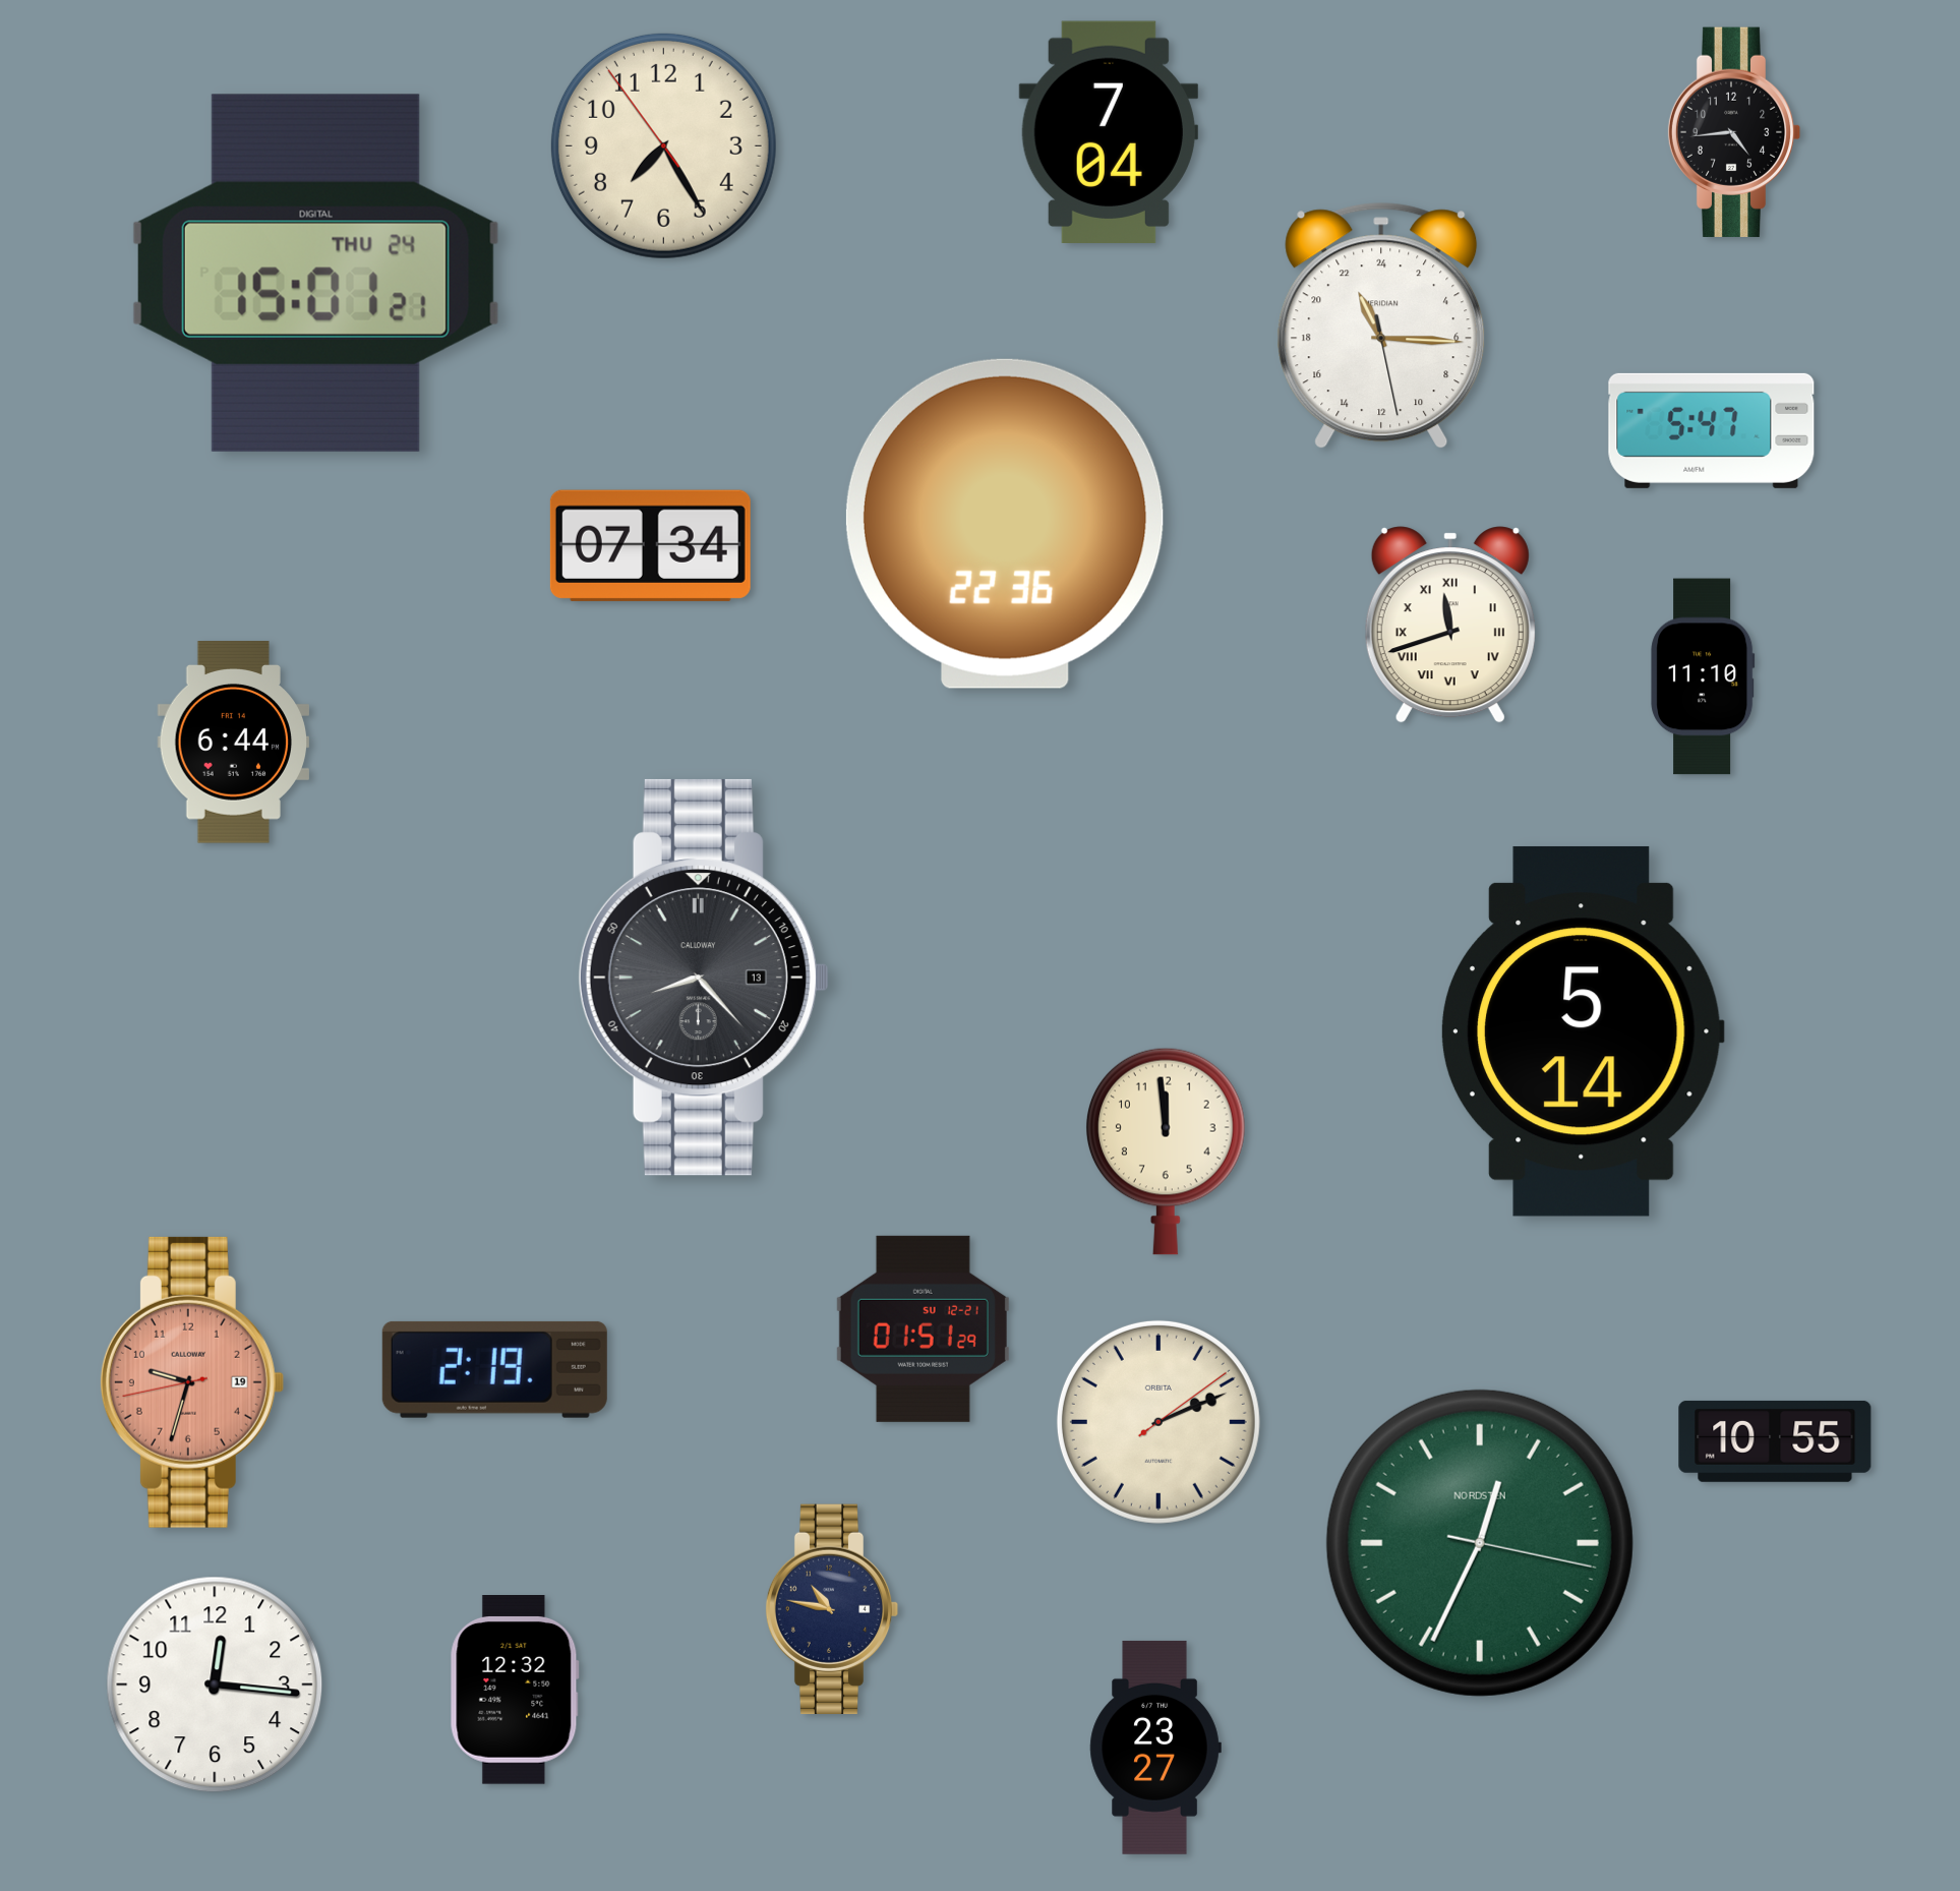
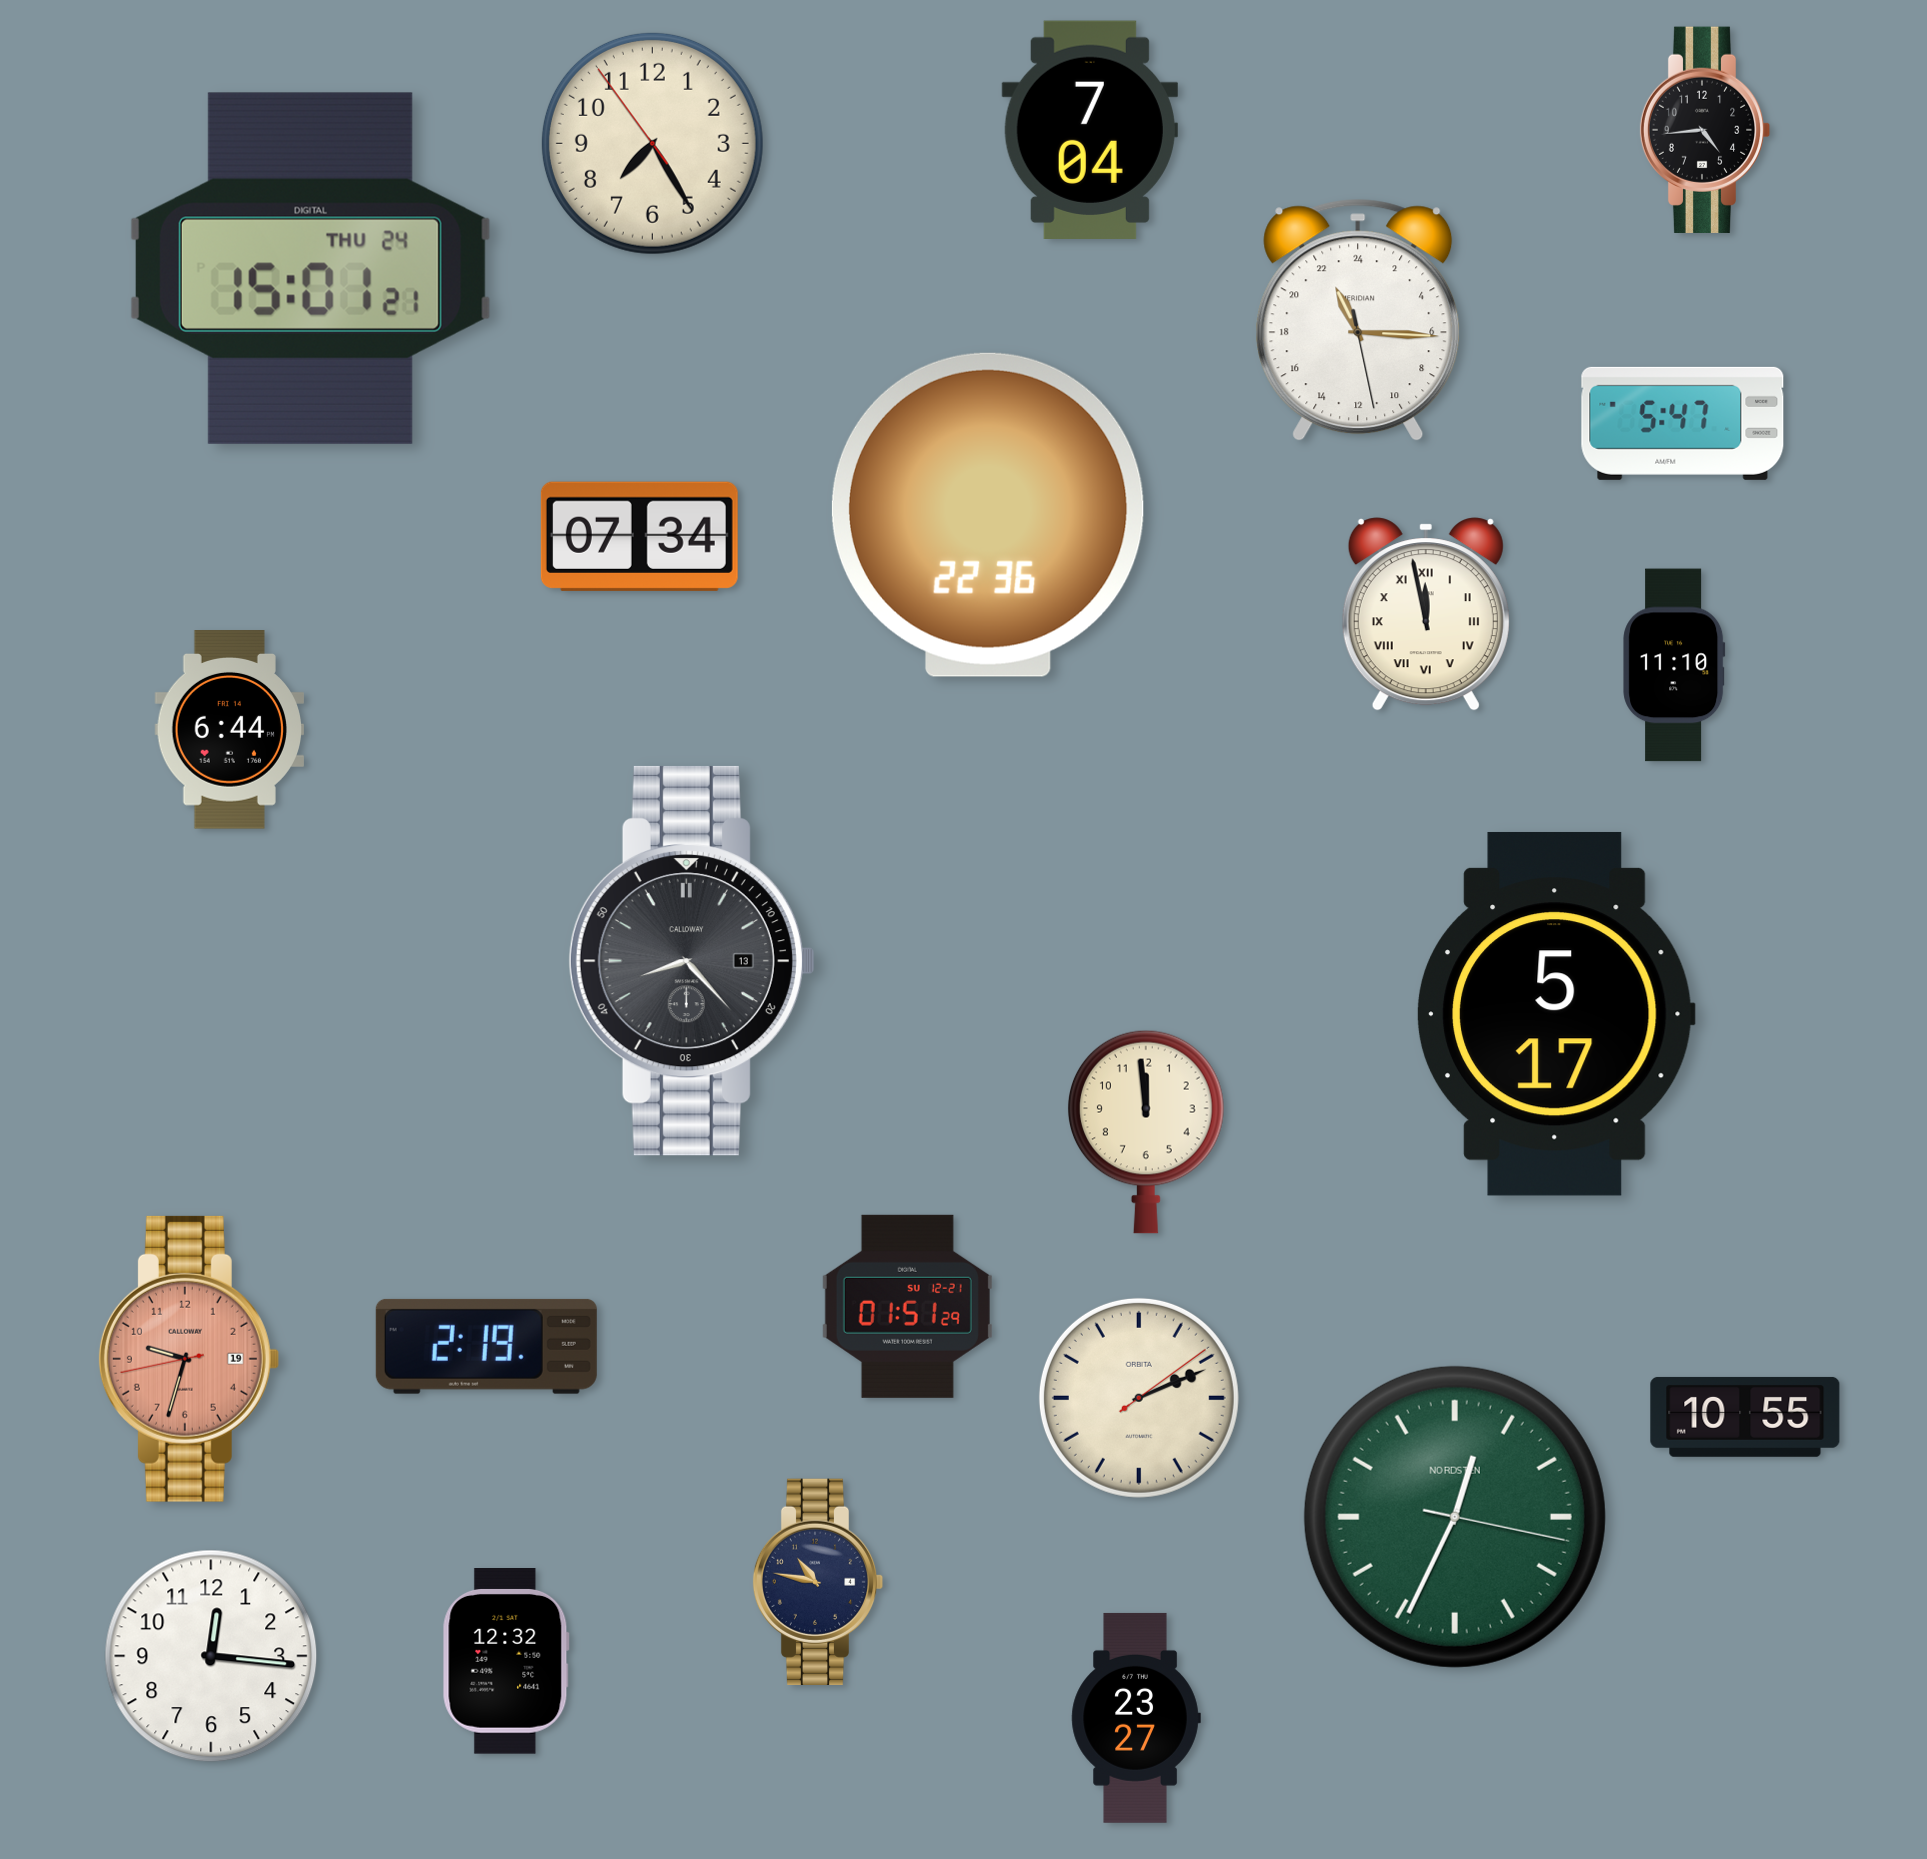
clock at (1450, 625): 11:42 -> 11:58
clock at (1583, 1031): 5:14 -> 5:17
